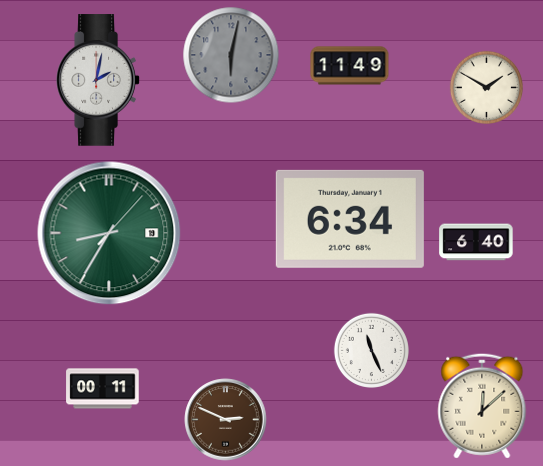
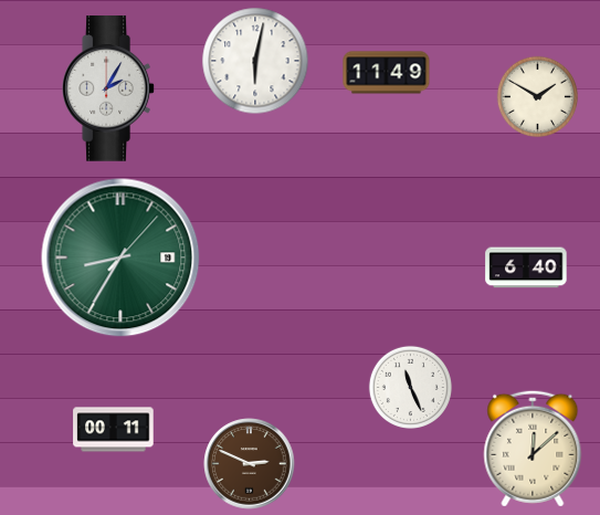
clock at (231, 55) dial: grey -> white
clock at (98, 80): 2:02 -> 2:05
clock at (350, 219): 6:34 -> none
